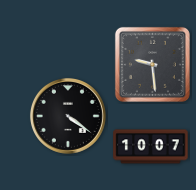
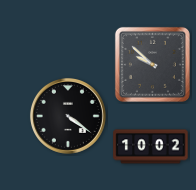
clock at (152, 64): 9:29 -> 9:52
clock at (151, 147): 10:07 -> 10:02
